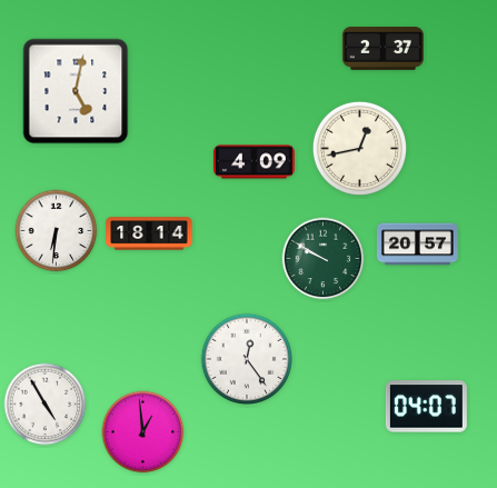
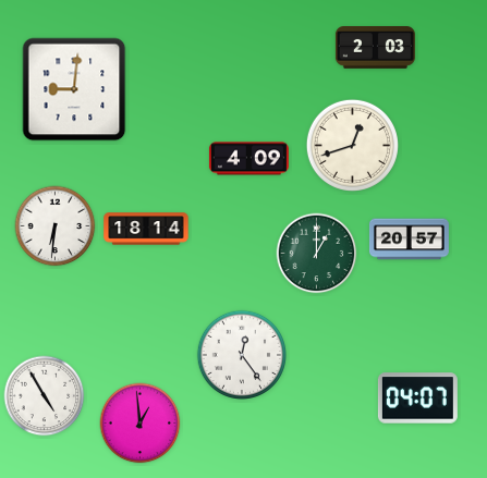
clock at (382, 49): 2:37 -> 2:03
clock at (76, 91): 5:02 -> 9:01
clock at (359, 148): 12:43 -> 12:42
clock at (324, 259): 9:50 -> 1:00
clock at (246, 358) position: (246, 358) -> (241, 354)
